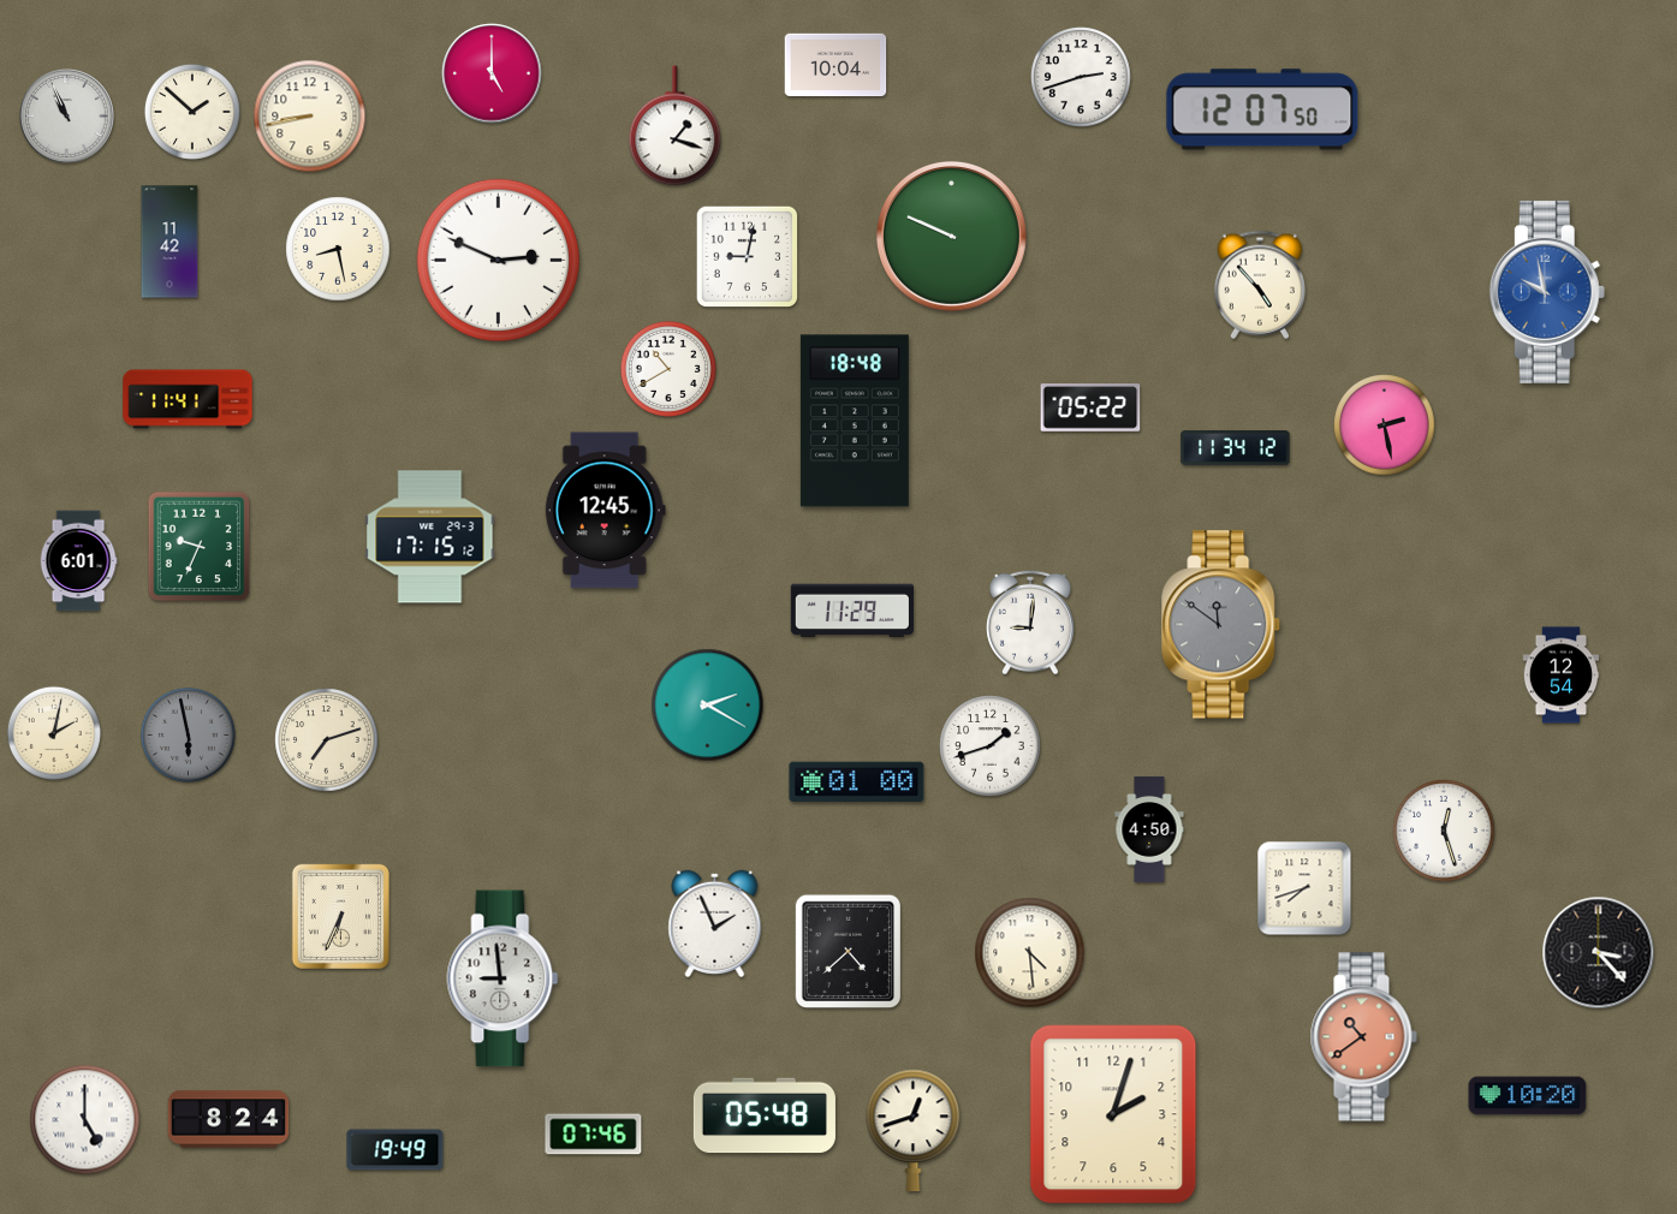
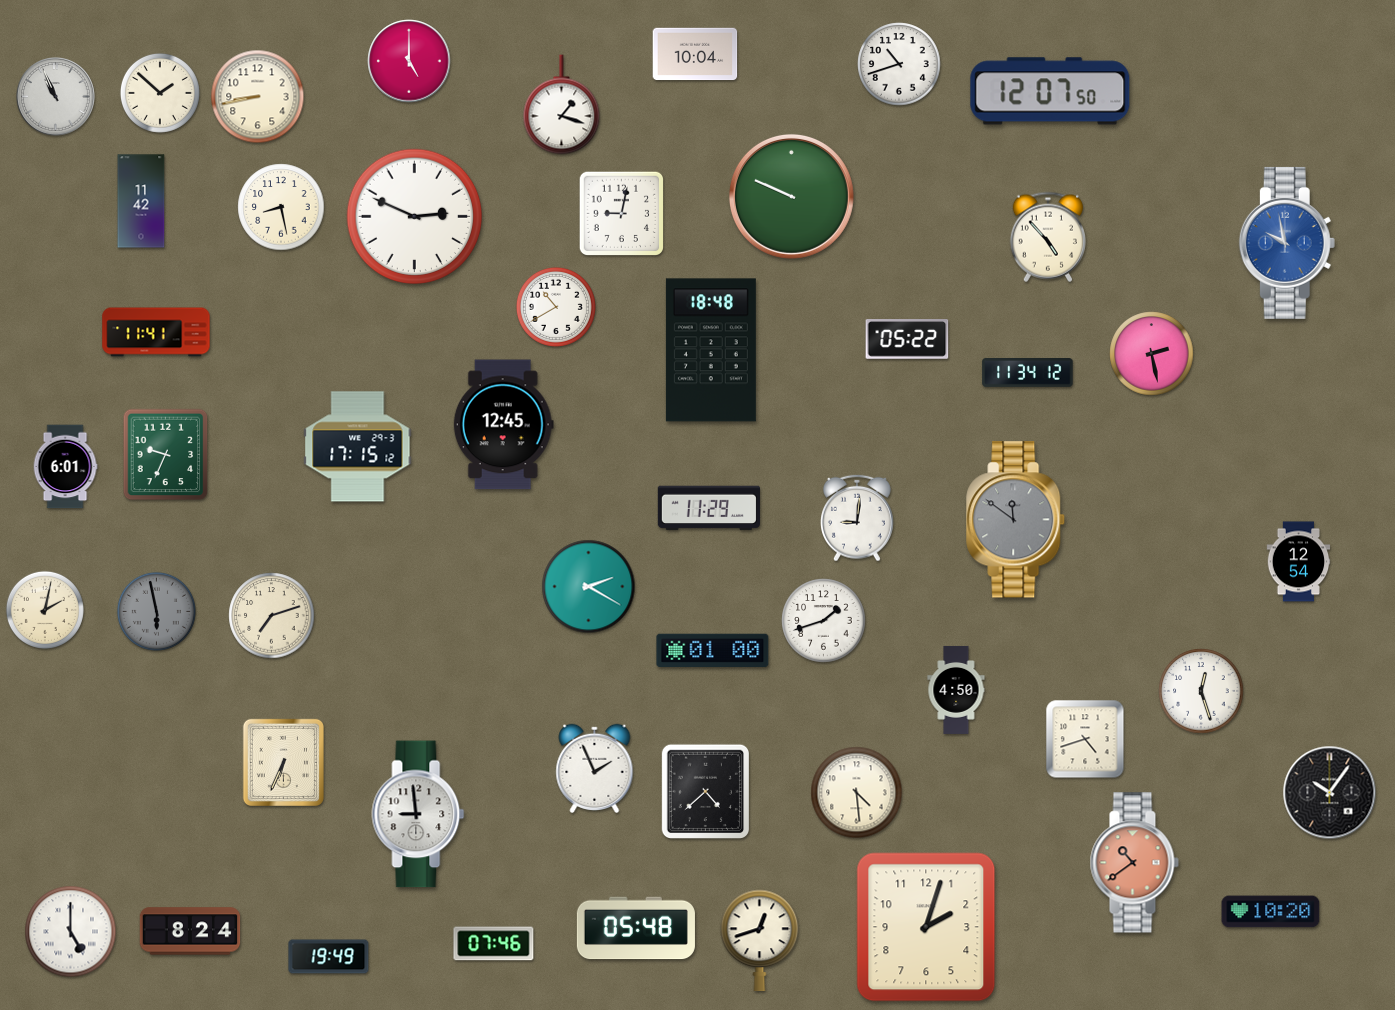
clock at (1081, 77): 2:42 -> 10:42
clock at (1304, 888): 7:42 -> 4:42
clock at (1599, 953): 3:23 -> 10:06
